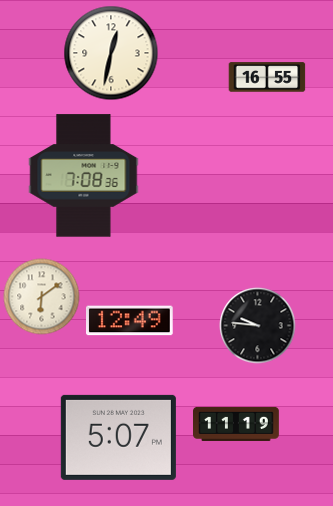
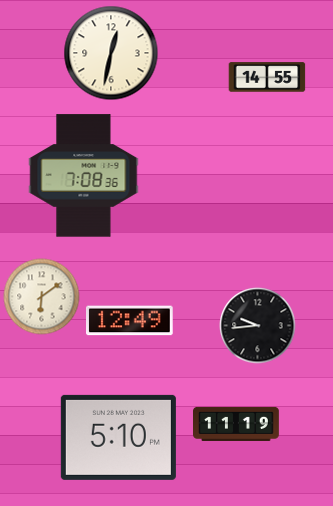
clock at (267, 77): 16:55 -> 14:55
clock at (258, 326): 9:46 -> 9:44
clock at (118, 437): 5:07 -> 5:10
